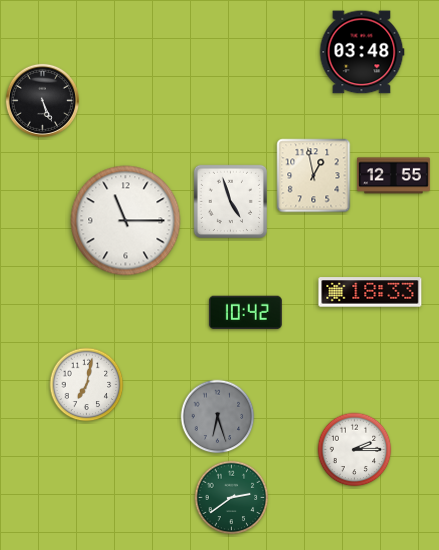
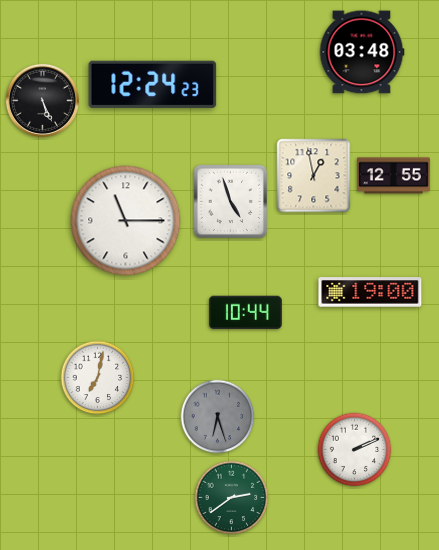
clock at (153, 84): none -> 12:24
clock at (370, 292): 18:33 -> 19:00
clock at (245, 313): 10:42 -> 10:44
clock at (87, 385) position: (87, 385) -> (98, 378)
clock at (355, 450): 2:15 -> 2:11
